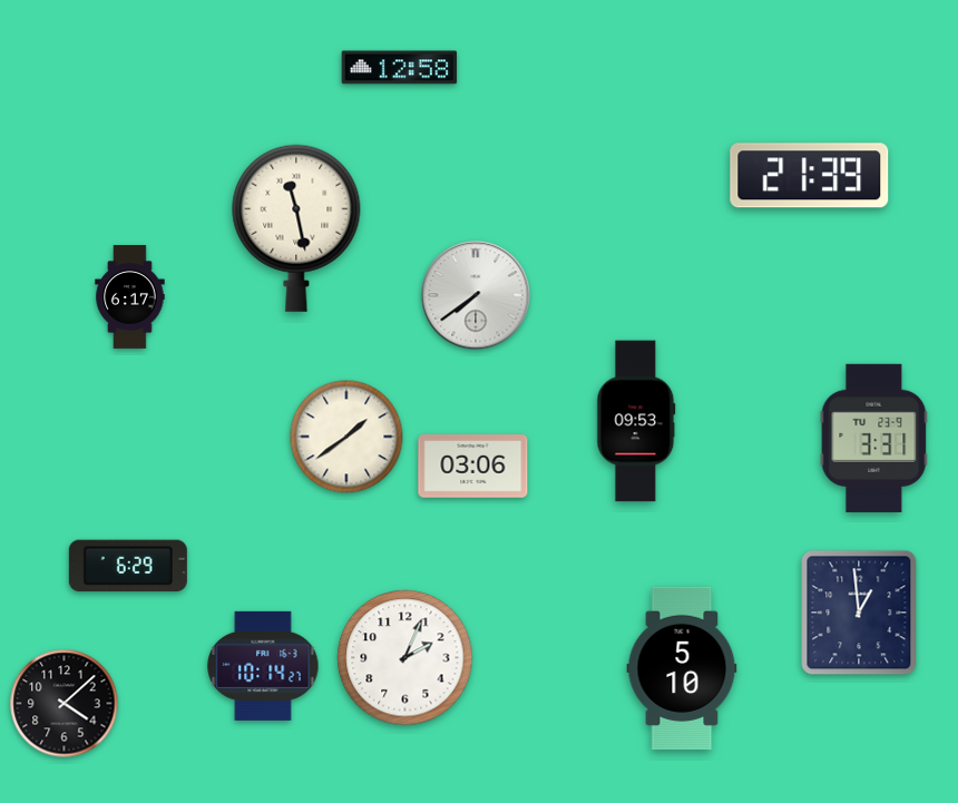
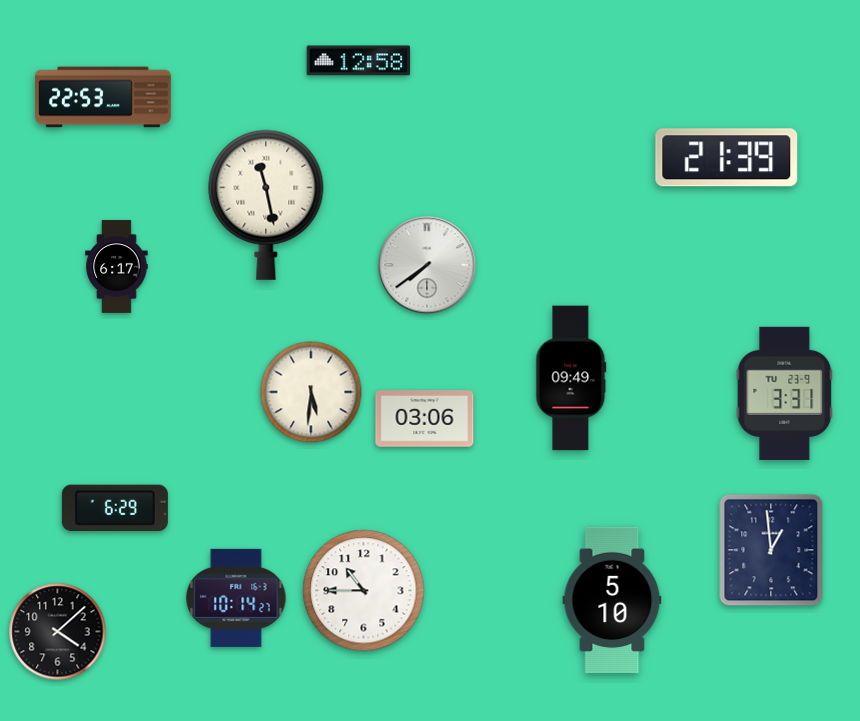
clock at (103, 97): none -> 22:53
clock at (636, 421): 09:53 -> 09:49
clock at (346, 437): 1:39 -> 5:31
clock at (405, 658): 2:04 -> 10:45
